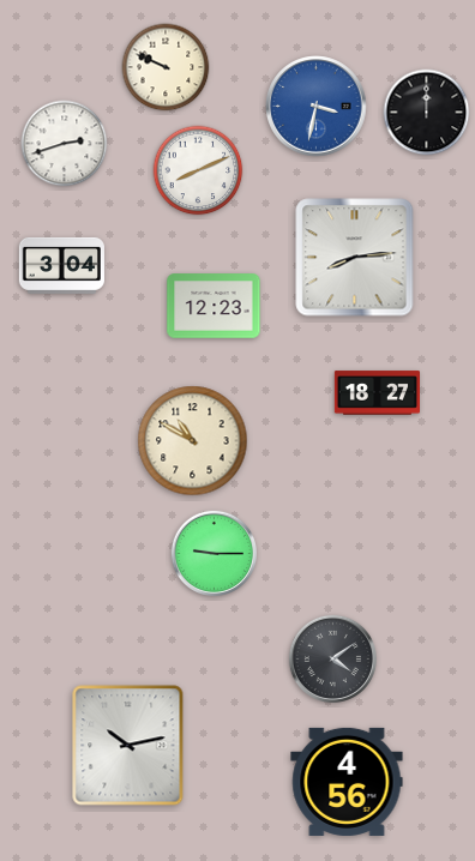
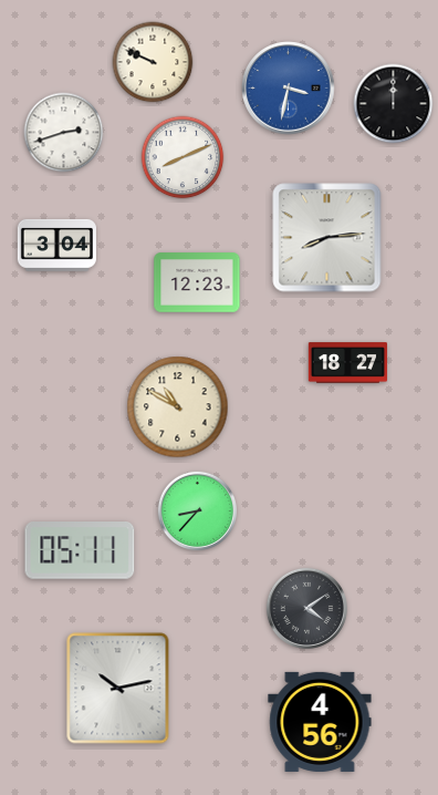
clock at (317, 107) position: (317, 107) -> (289, 89)
clock at (65, 144) position: (65, 144) -> (64, 133)
clock at (214, 553): 9:15 -> 8:37
clock at (80, 551): none -> 05:11
